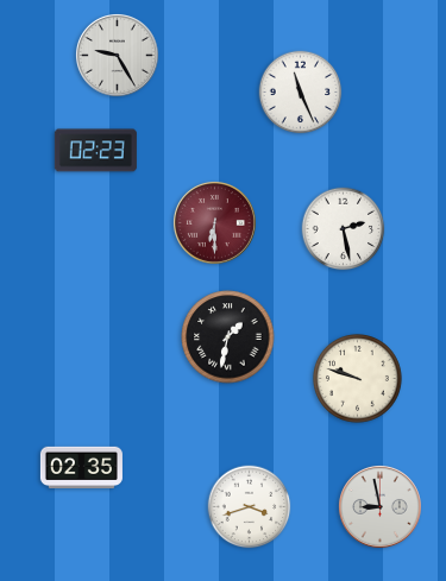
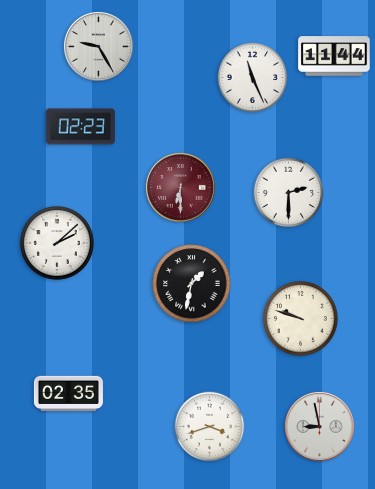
clock at (334, 56): none -> 11:44
clock at (344, 229): 2:28 -> 2:30
clock at (57, 243): none -> 2:08
